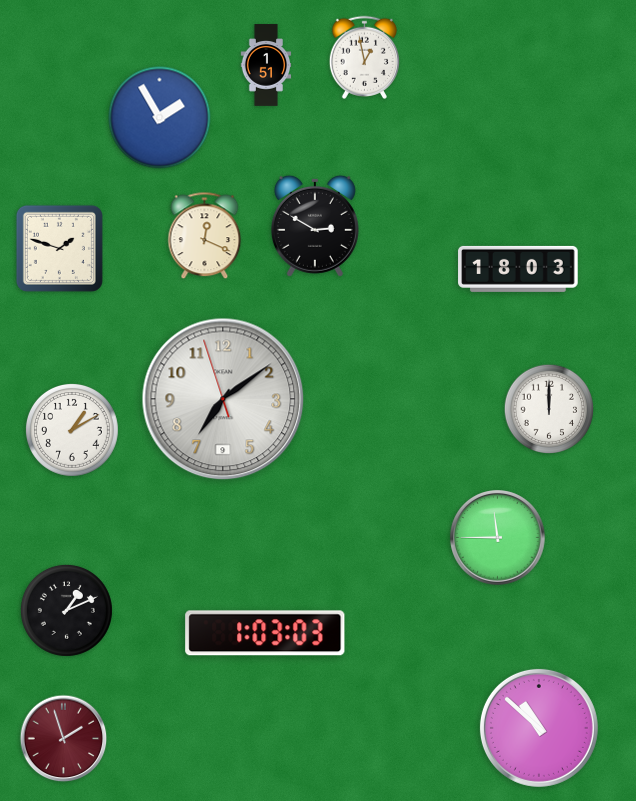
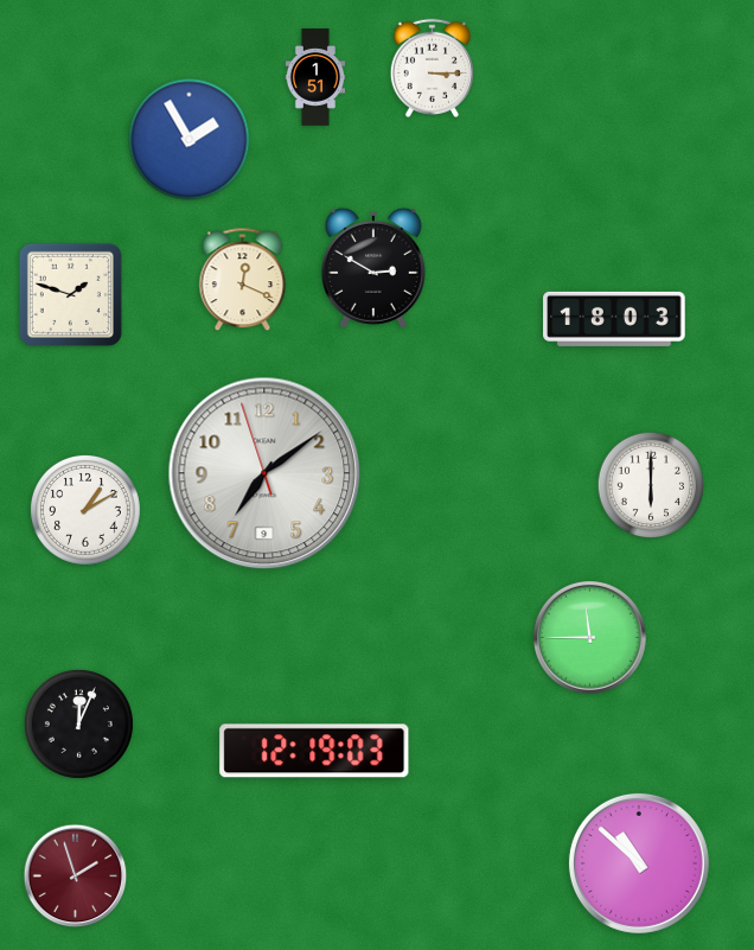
clock at (364, 57): 12:58 -> 3:15
clock at (548, 408): 12:00 -> 6:00
clock at (66, 610): 1:11 -> 12:04
clock at (265, 633): 1:03 -> 12:19
